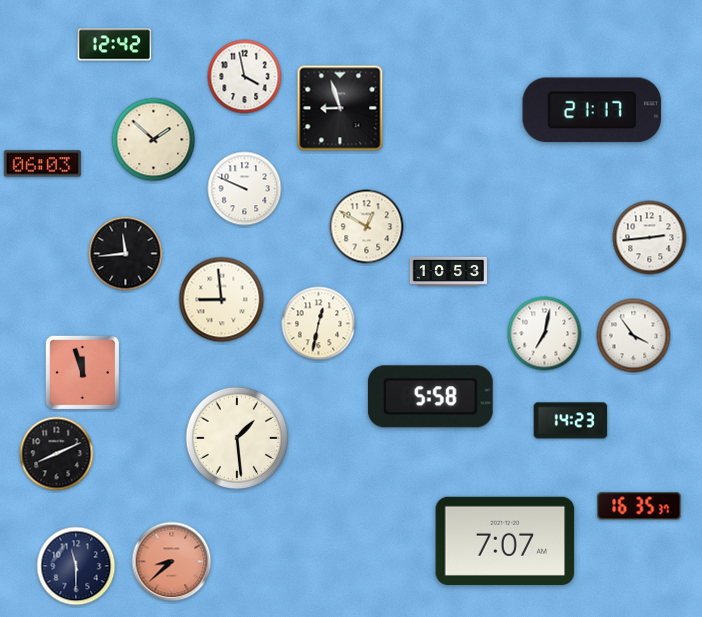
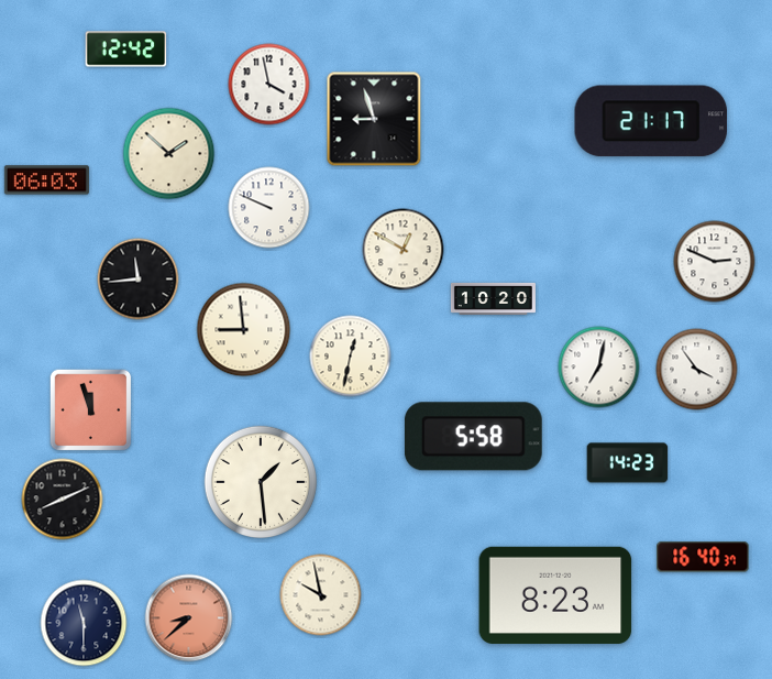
clock at (650, 238): 2:44 -> 2:49
clock at (448, 271): 10:53 -> 10:20
clock at (639, 506): 16:35 -> 16:40
clock at (321, 595): none -> 9:58
clock at (505, 541): 7:07 -> 8:23
